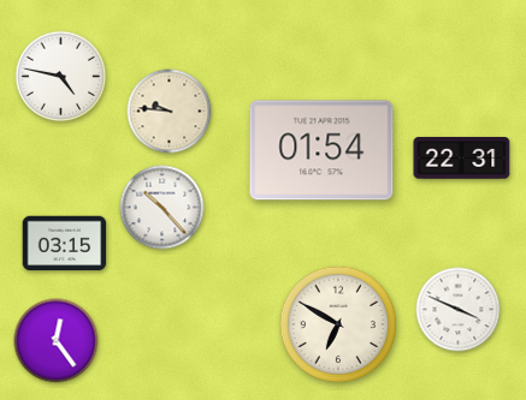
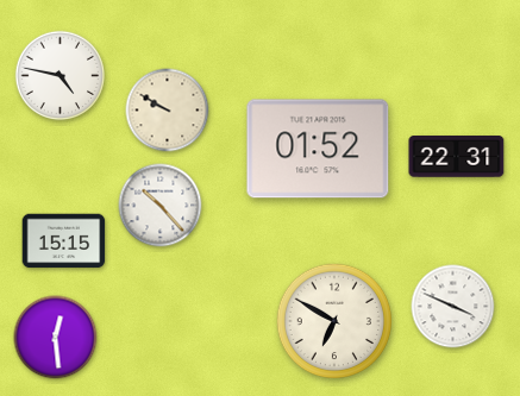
clock at (170, 112): 9:46 -> 9:50
clock at (321, 150): 01:54 -> 01:52
clock at (65, 244): 03:15 -> 15:15
clock at (57, 341): 12:24 -> 12:29
